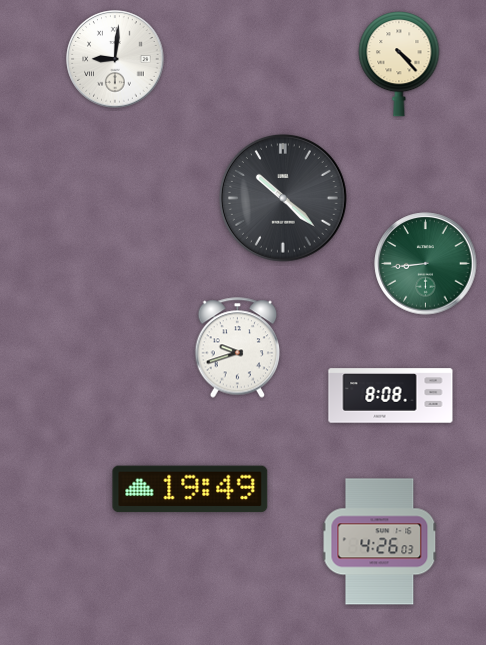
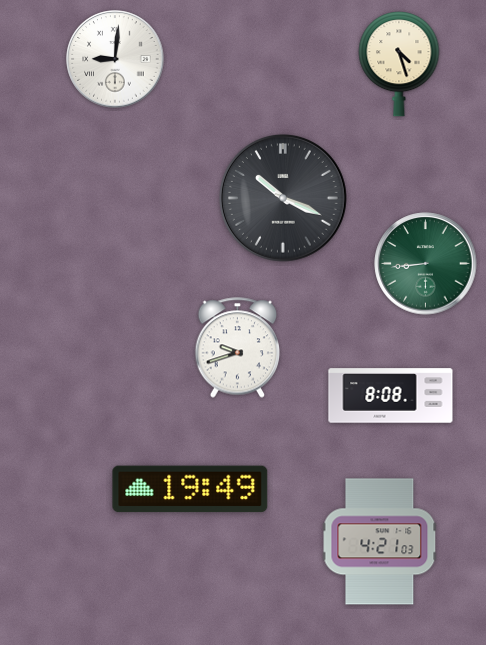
clock at (399, 65): 4:23 -> 4:27
clock at (283, 198): 10:22 -> 10:19
clock at (380, 542): 4:26 -> 4:21
